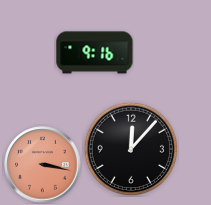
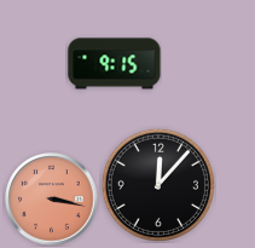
clock at (95, 53): 9:16 -> 9:15
clock at (130, 148) position: (130, 148) -> (157, 184)
